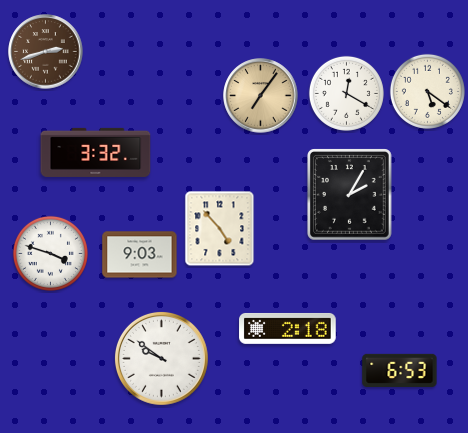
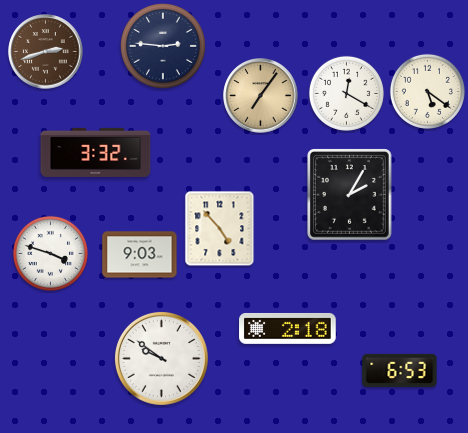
clock at (163, 46): none -> 2:46
